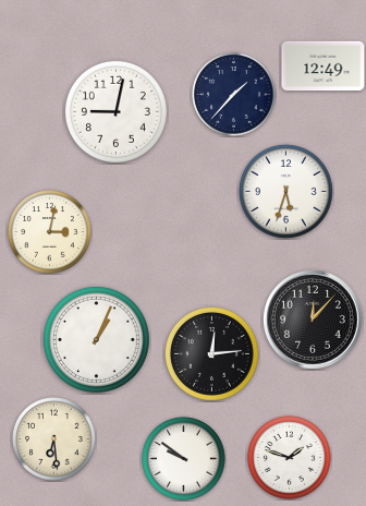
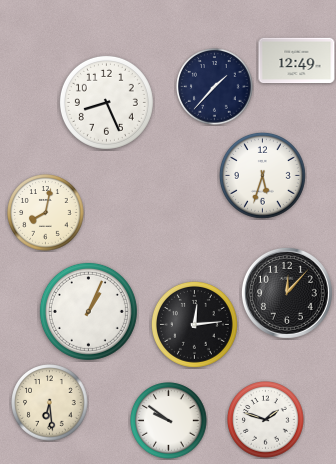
clock at (115, 111): 9:02 -> 8:26
clock at (50, 232): 3:02 -> 8:02
